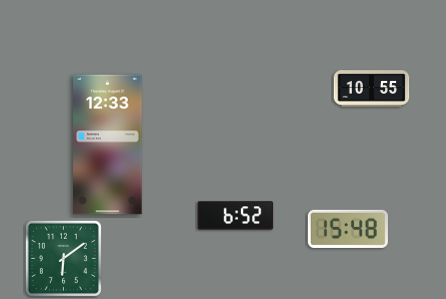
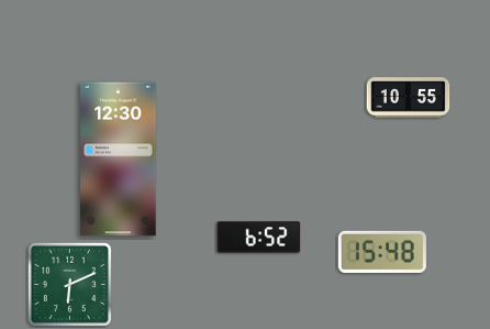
clock at (108, 145): 12:33 -> 12:30
clock at (63, 258): 6:09 -> 6:11
